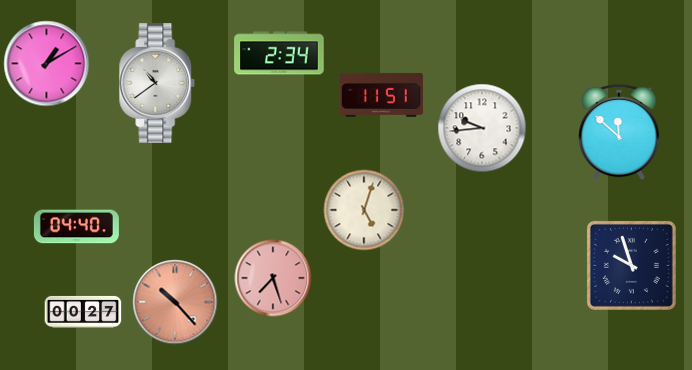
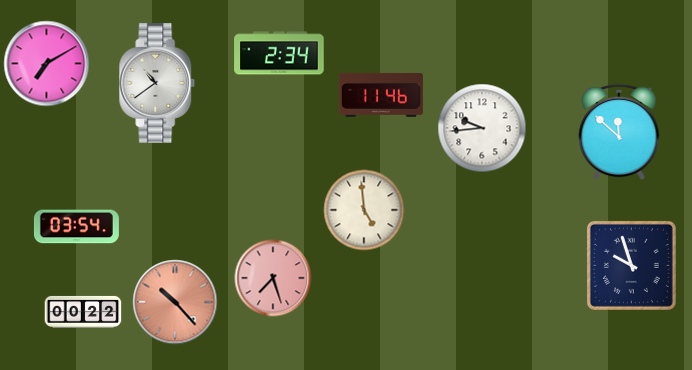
clock at (47, 64): 1:10 -> 7:10
clock at (381, 95): 11:51 -> 11:46
clock at (364, 210): 5:03 -> 4:59
clock at (76, 227): 04:40 -> 03:54
clock at (83, 312): 00:27 -> 00:22
